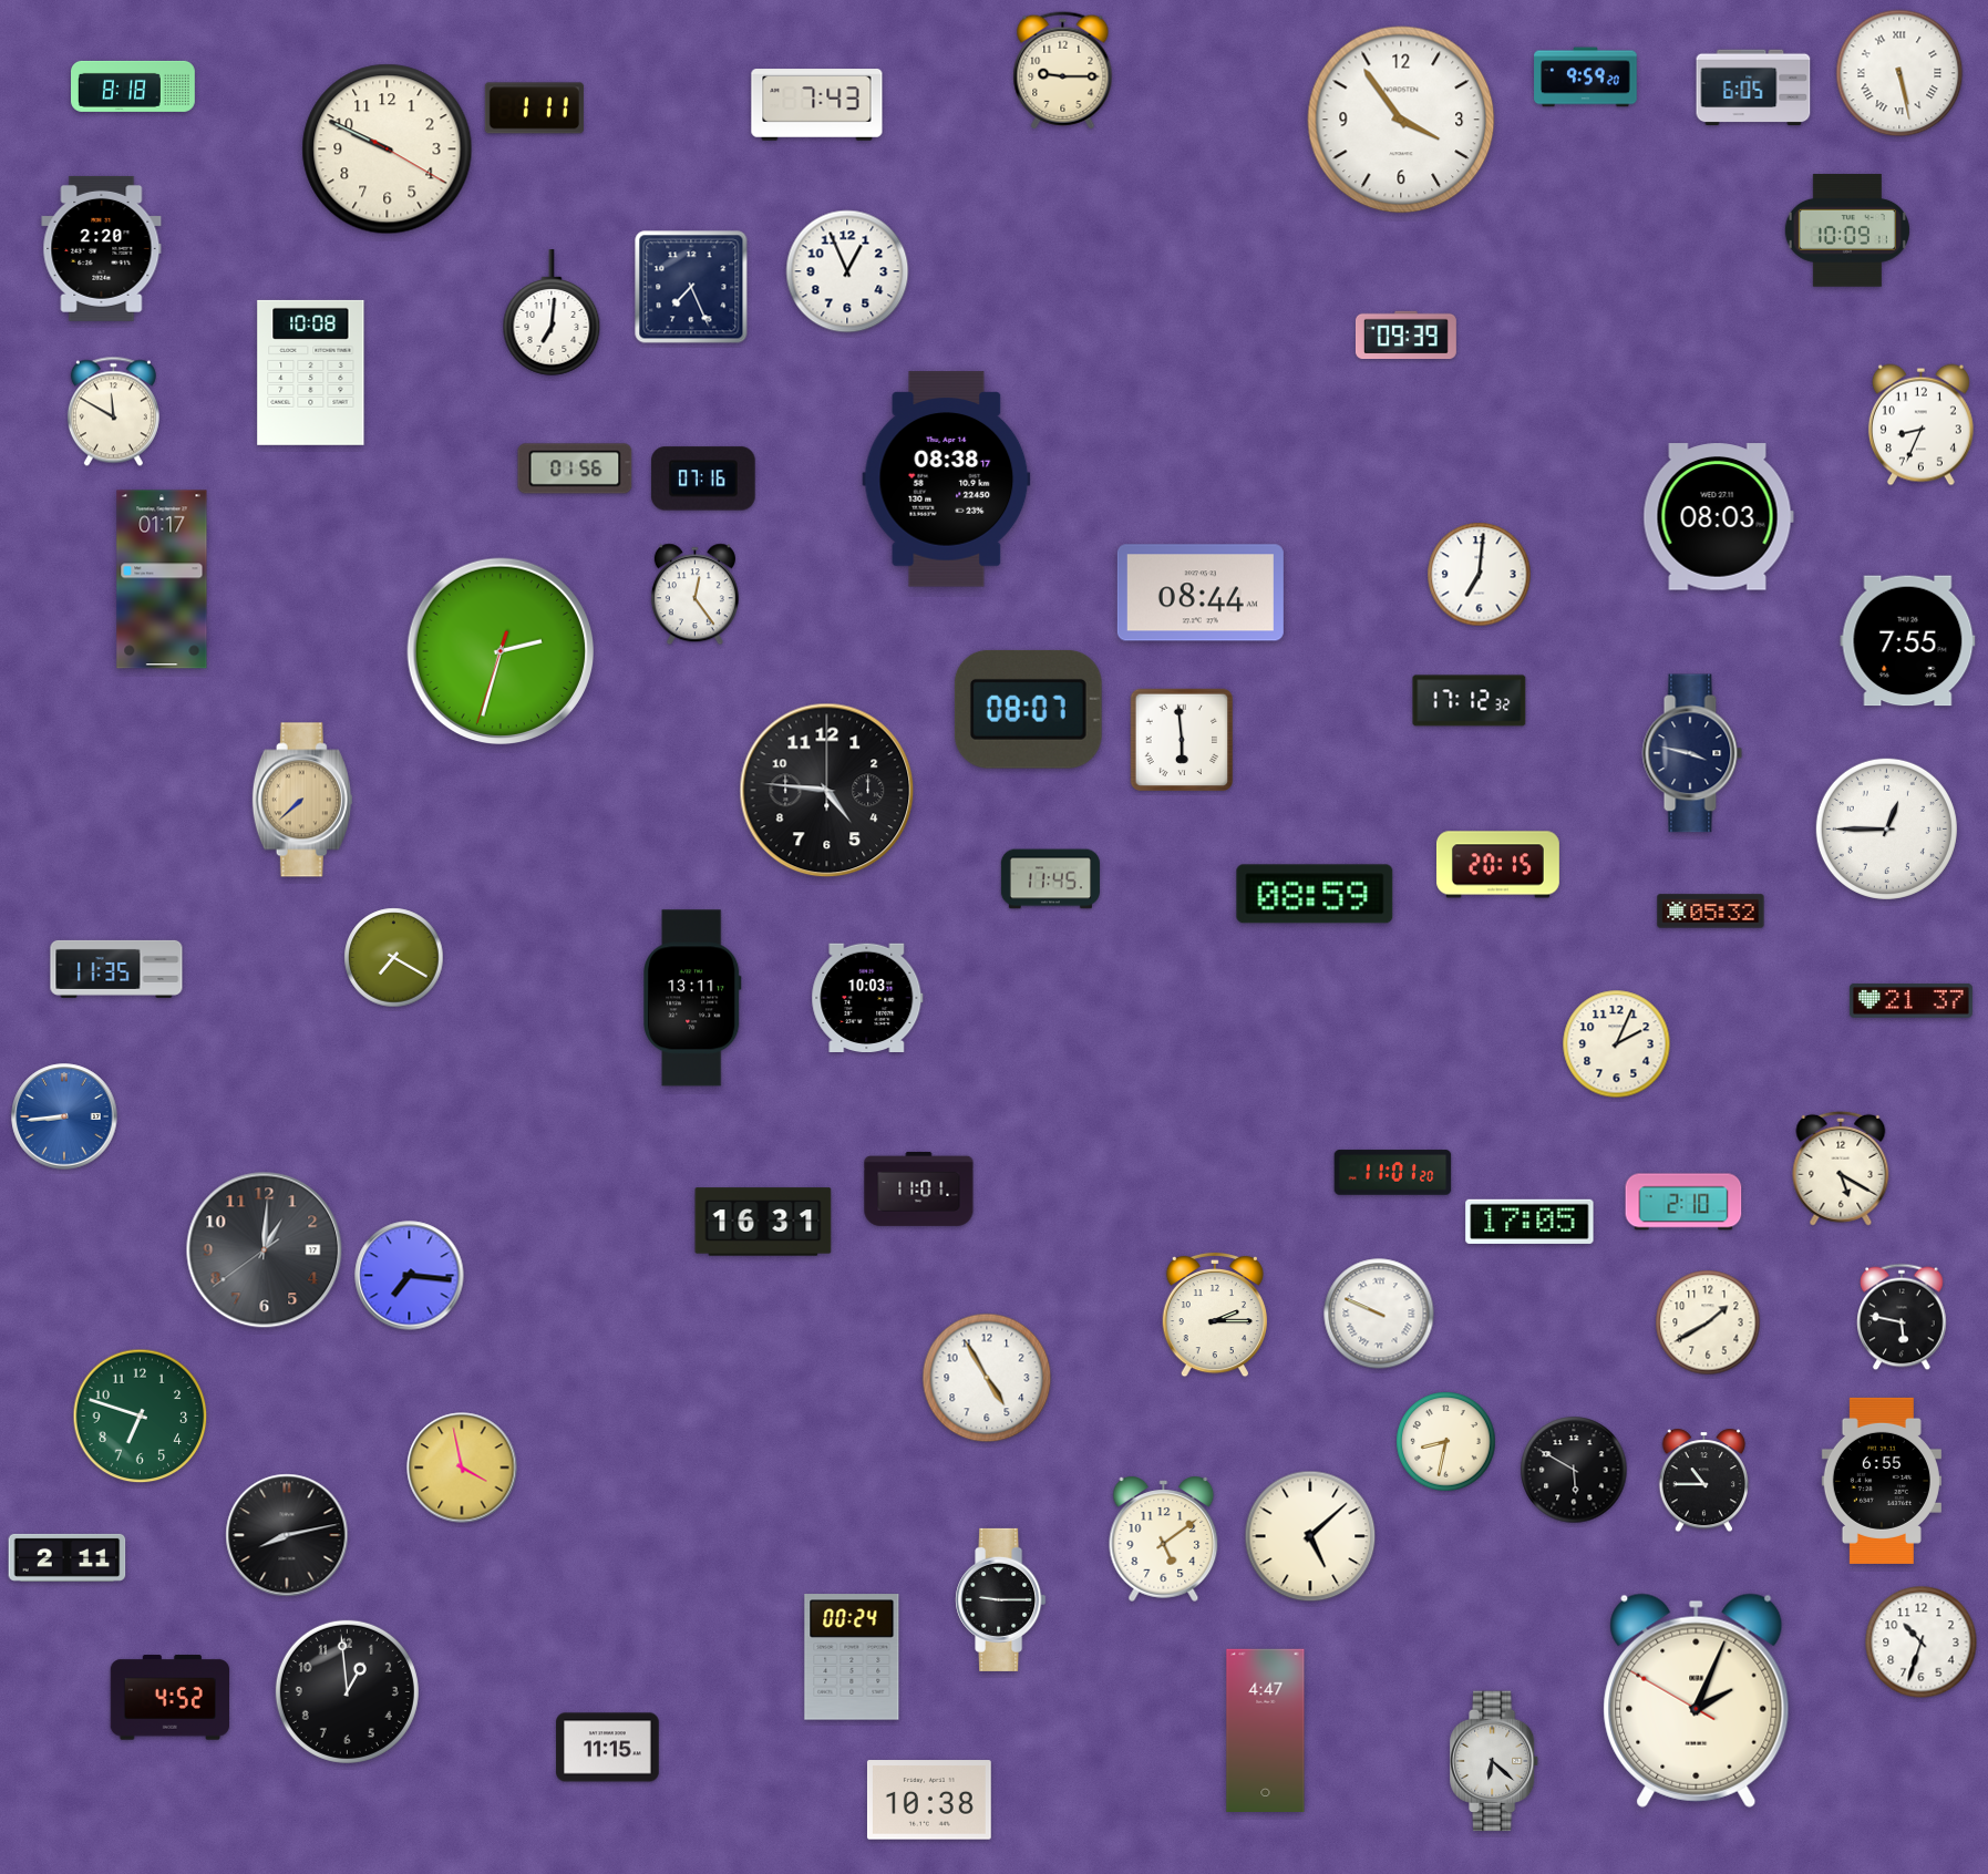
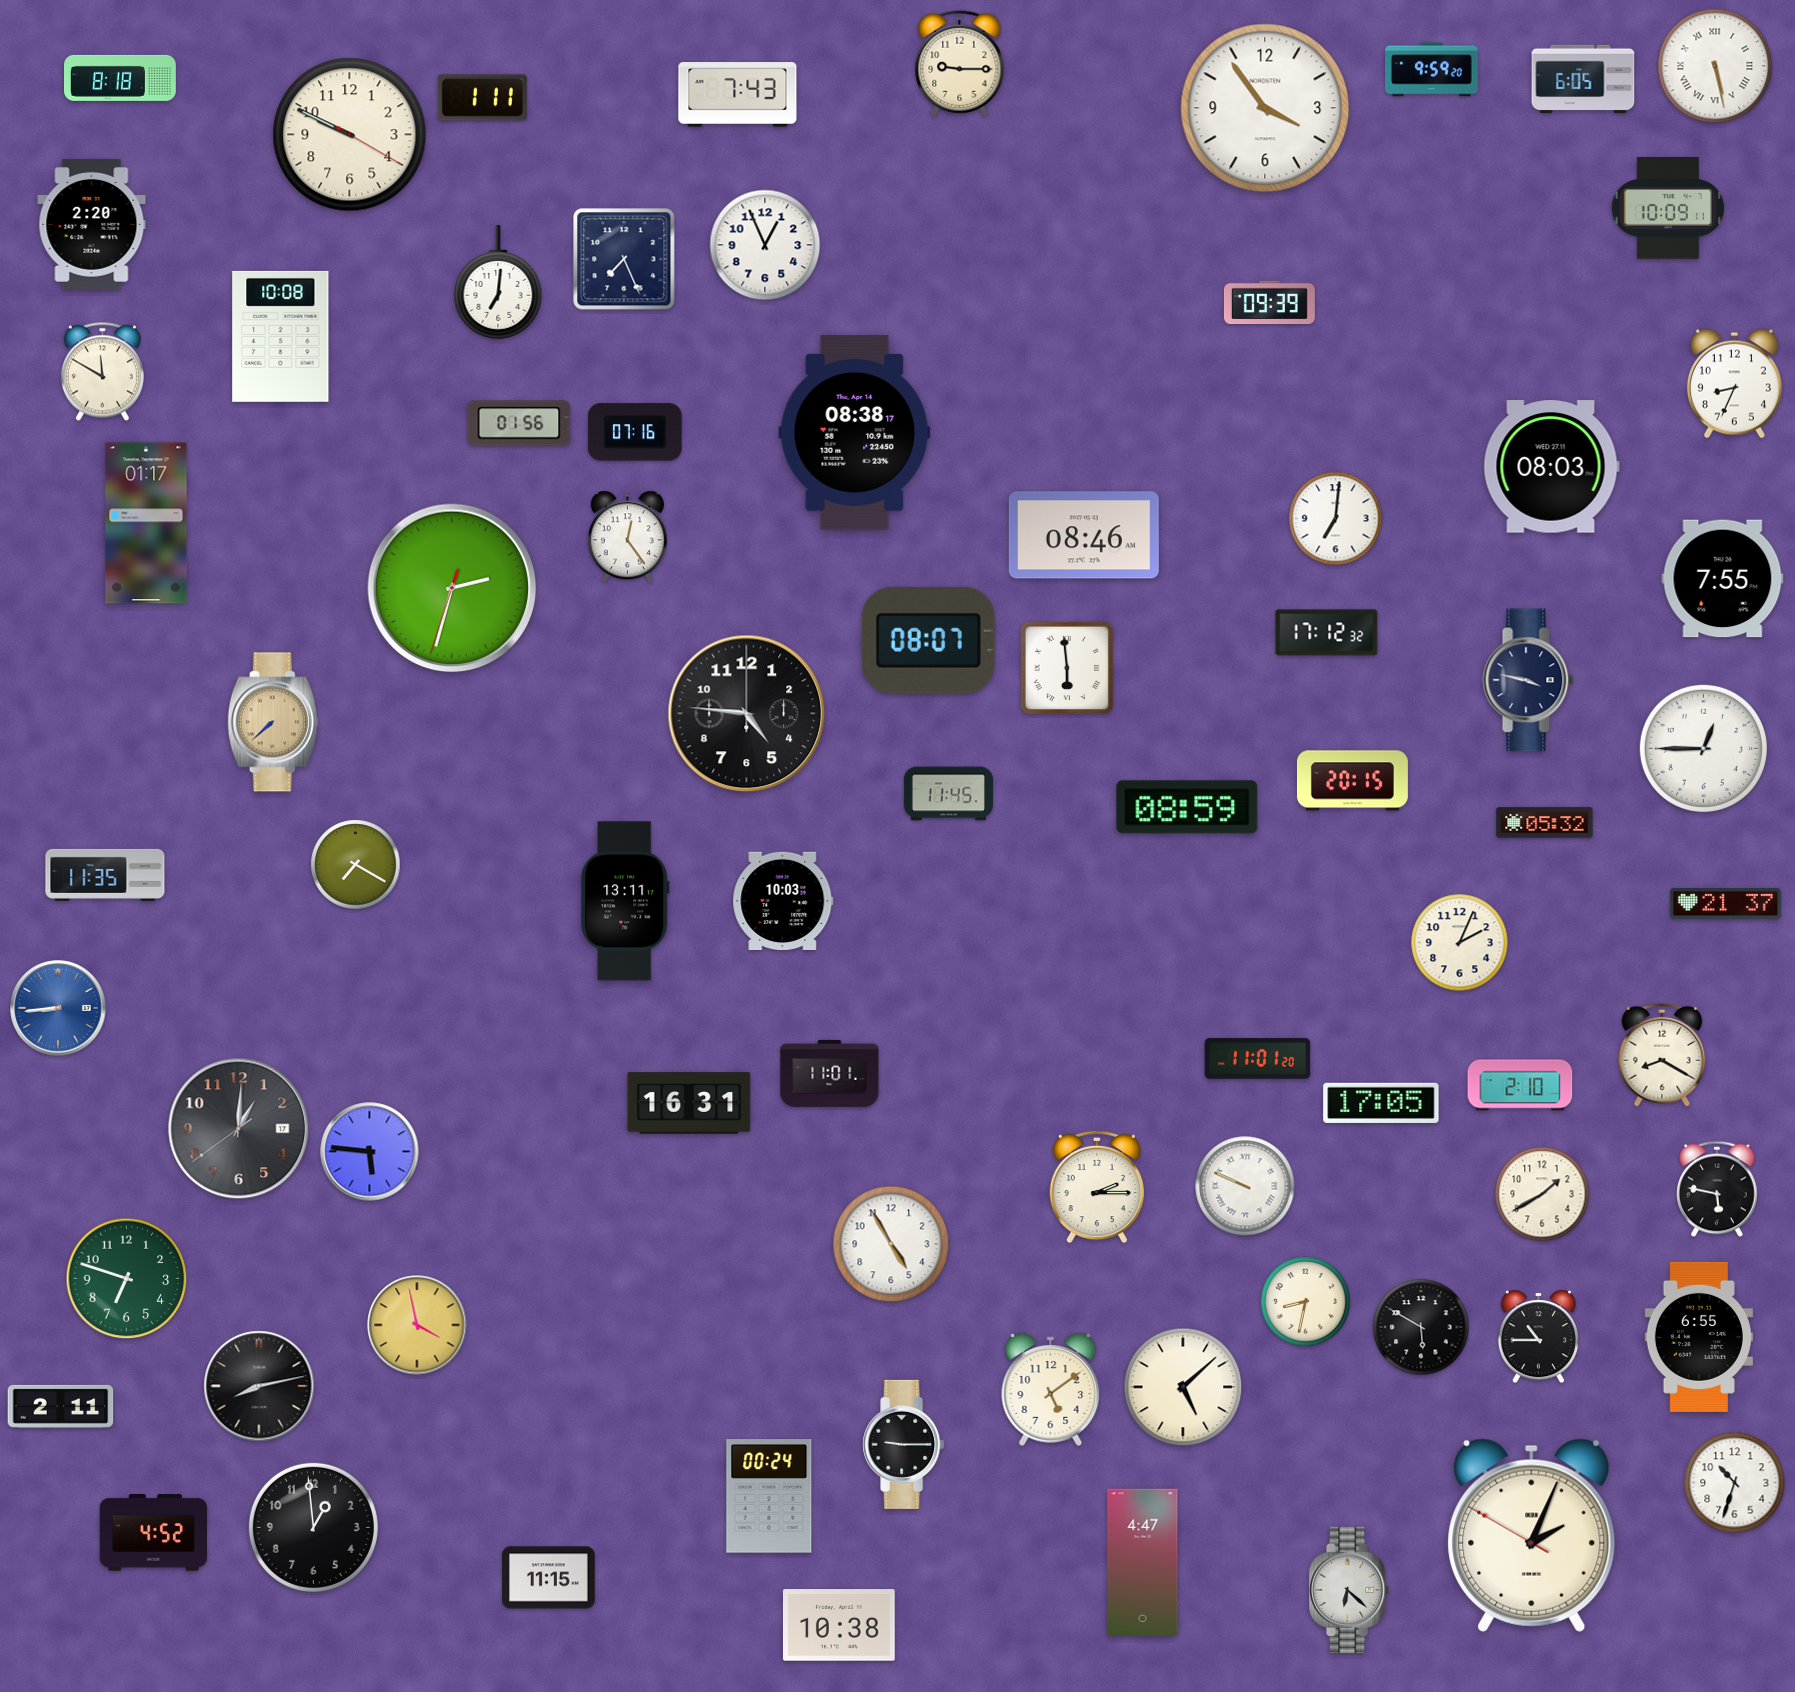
clock at (1201, 593): 08:44 -> 08:46
clock at (1841, 1168): 5:20 -> 8:20
clock at (410, 1276): 7:16 -> 5:46
